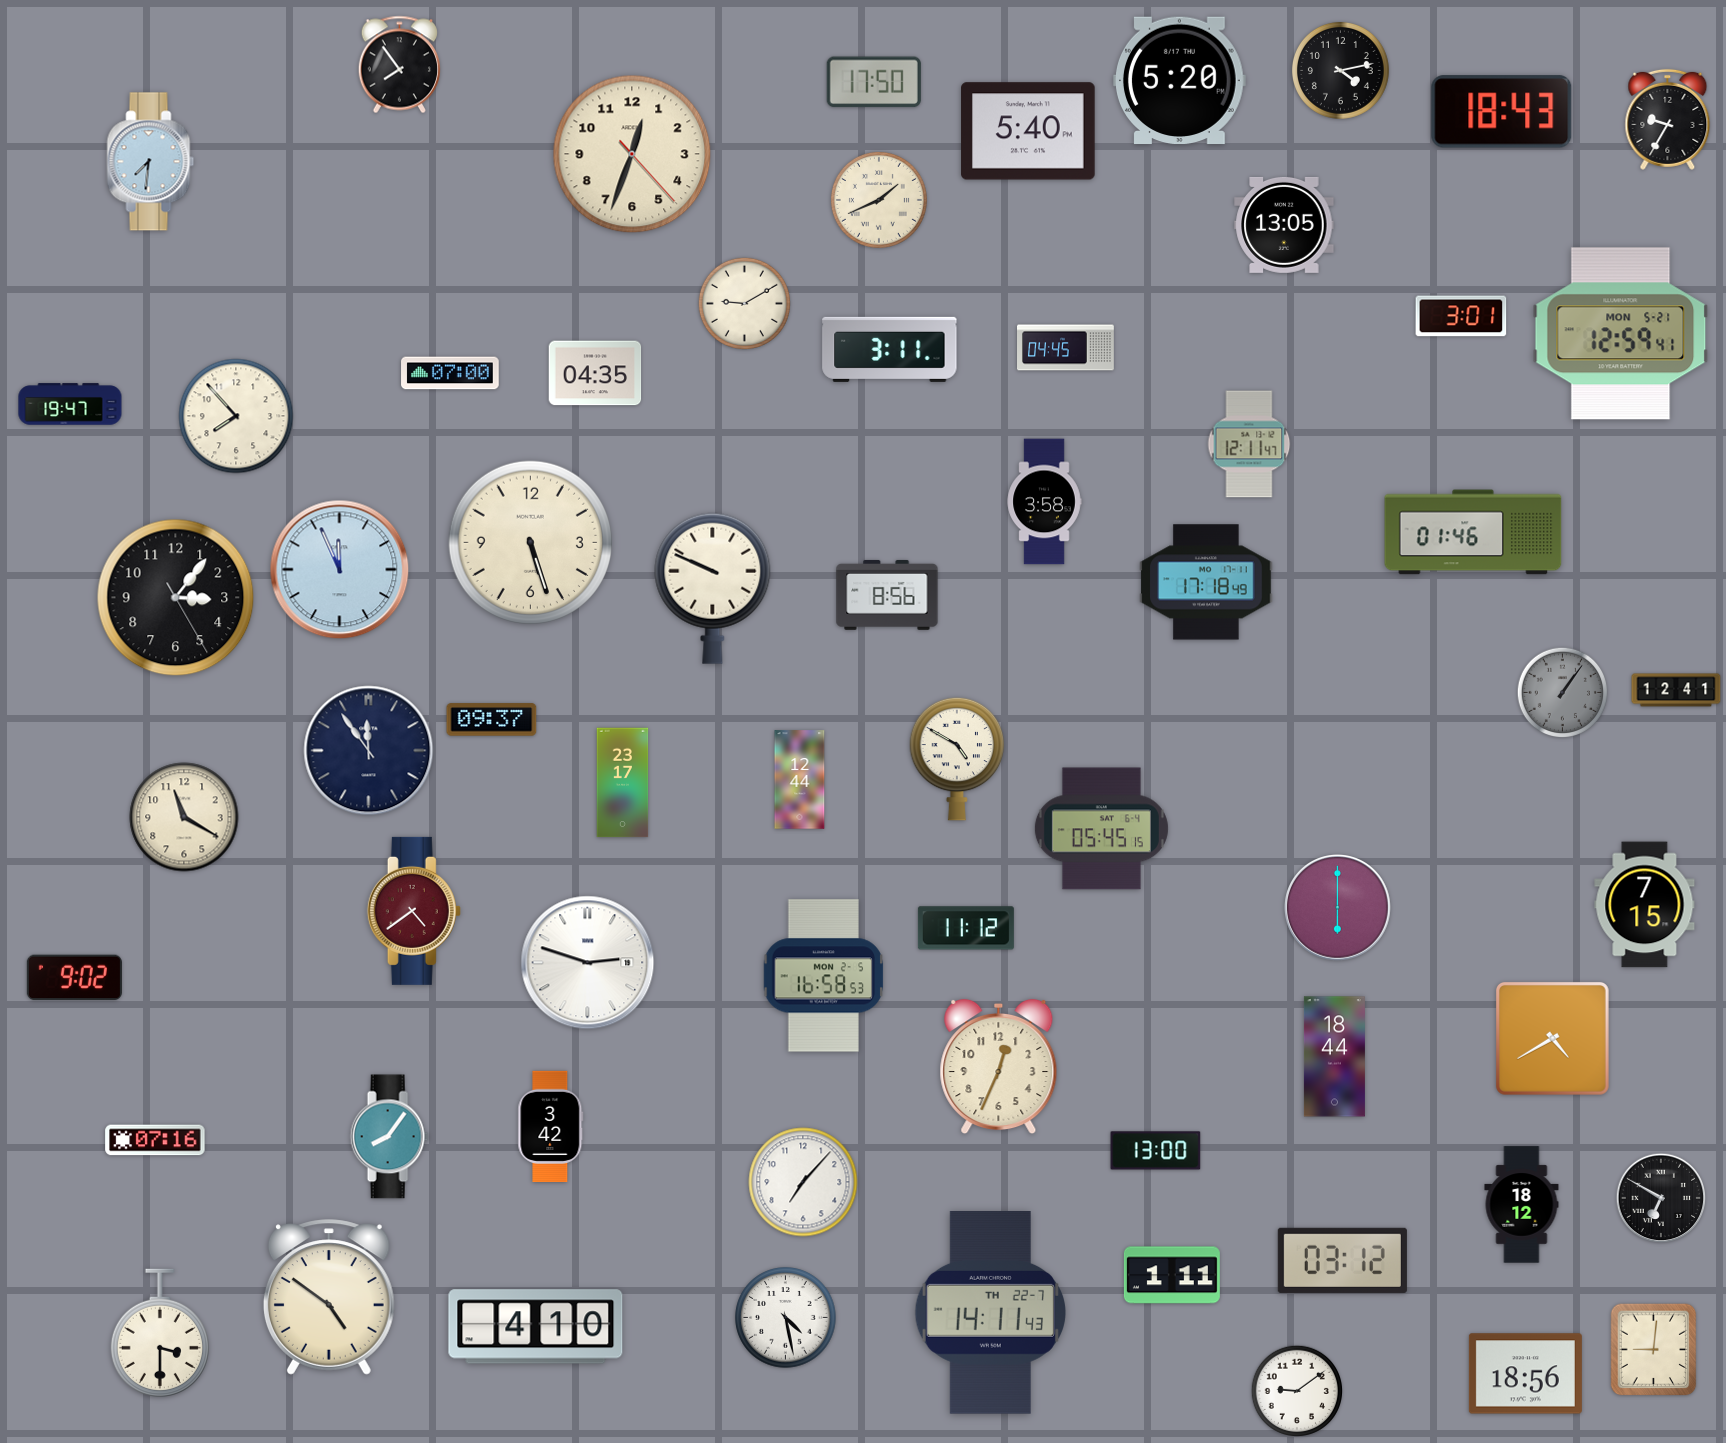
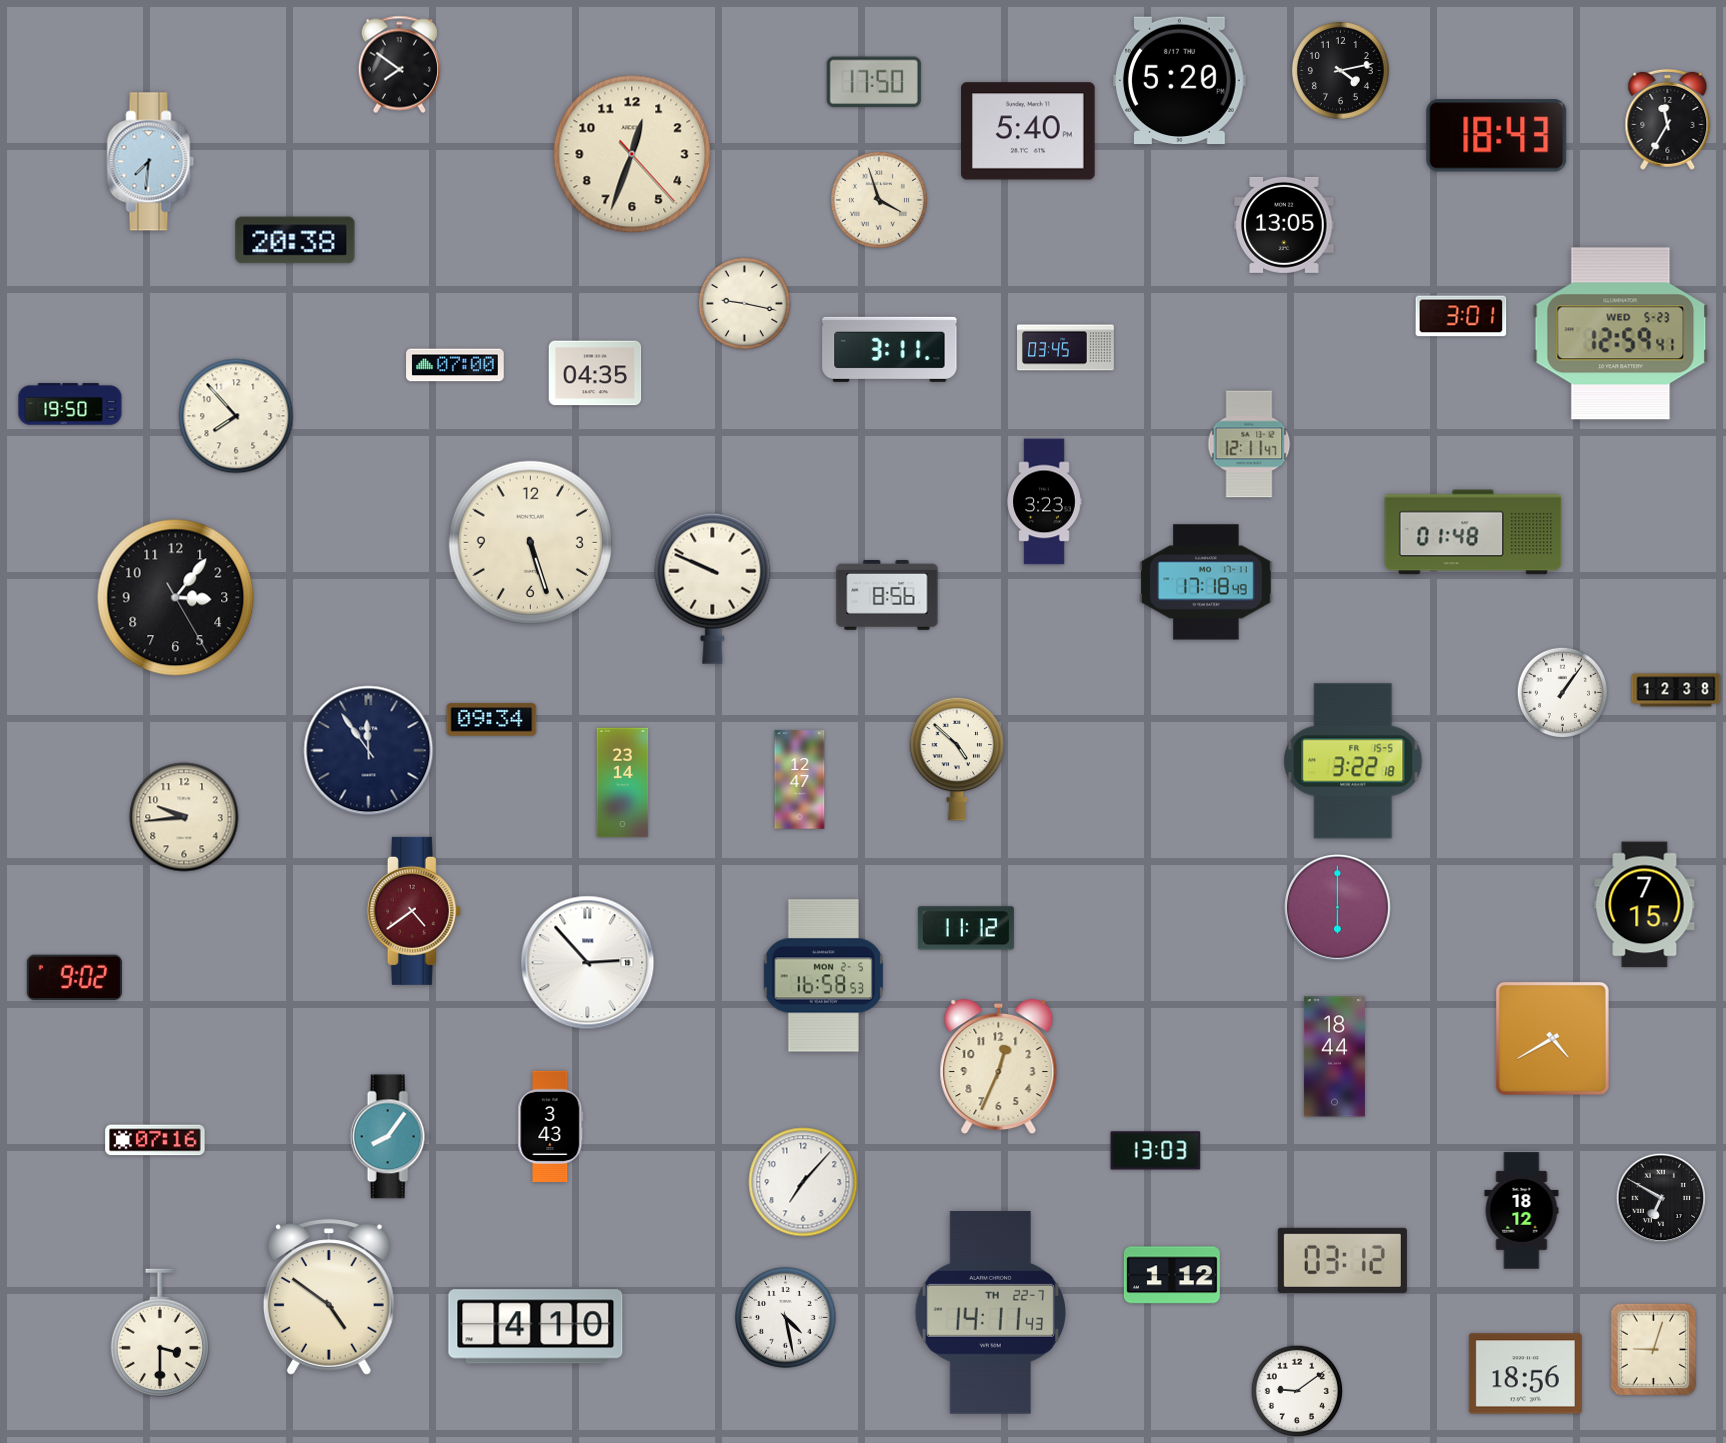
clock at (399, 65): 7:54 -> 7:51
clock at (1502, 112) position: (1502, 112) -> (1497, 136)
clock at (1668, 119): 9:35 -> 11:35
clock at (879, 200): 1:41 -> 3:57
clock at (295, 240): none -> 20:38
clock at (744, 303): 9:10 -> 9:17
clock at (1621, 334) date: MON 5-21 -> WED 5-23
clock at (1066, 348): 04:45 -> 03:45
clock at (450, 373) position: (450, 373) -> (455, 365)
clock at (70, 404): 19:47 -> 19:50
clock at (1044, 502): 3:58 -> 3:23
clock at (1473, 532): 01:46 -> 01:48
clock at (340, 570): 11:56 -> none
clock at (1676, 690): 12:41 -> 12:38
clock at (1563, 693) dial: grey -> white
clock at (492, 720): 09:37 -> 09:34
clock at (957, 759): 4:50 -> 4:52
clock at (1353, 761): none -> 3:22
clock at (800, 780): 12:44 -> 12:47
clock at (623, 783): 23:17 -> 23:14
clock at (184, 817): 11:20 -> 9:44
clock at (1101, 829): 05:45 -> none
clock at (588, 963): 2:48 -> 2:53
clock at (551, 1126): 3:42 -> 3:43
clock at (1156, 1151): 13:00 -> 13:03
clock at (1522, 1205) position: (1522, 1205) -> (1522, 1211)
clock at (1172, 1275): 1:11 -> 1:12
clock at (1654, 1350): 9:01 -> 9:03
